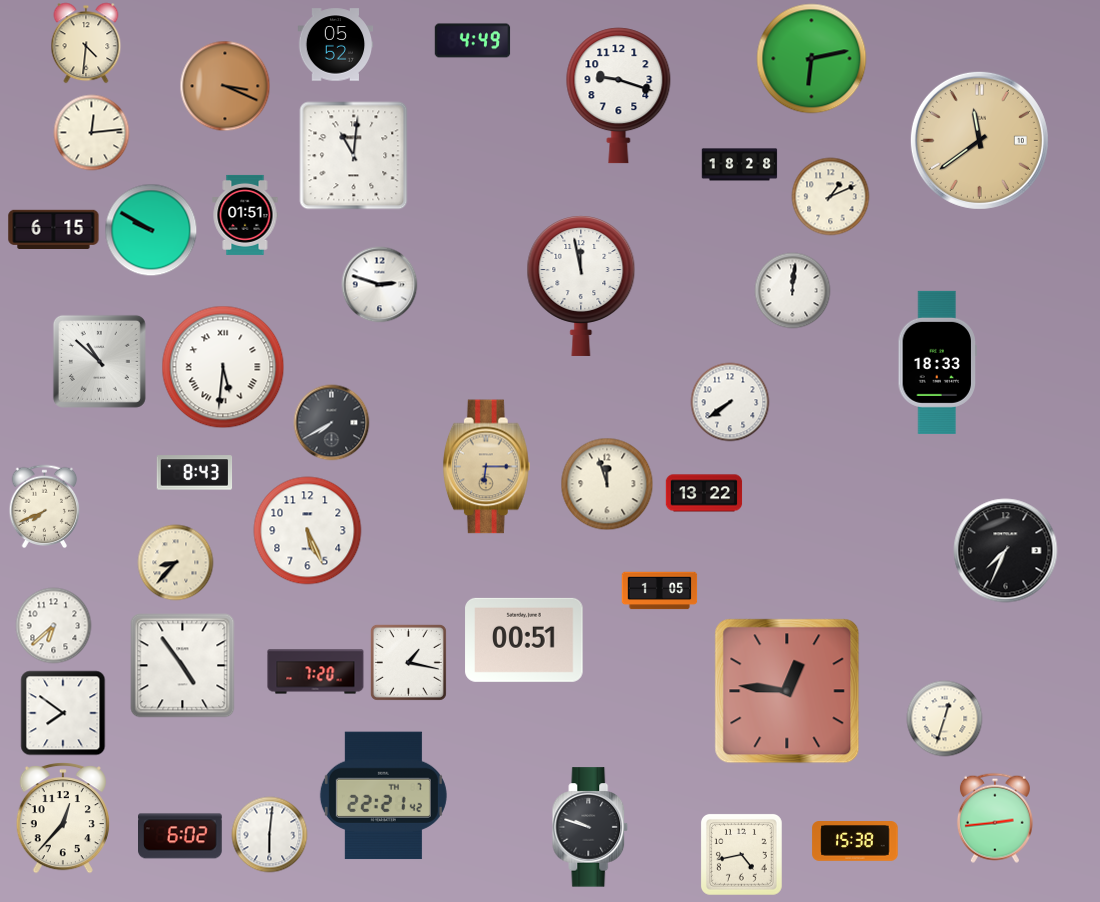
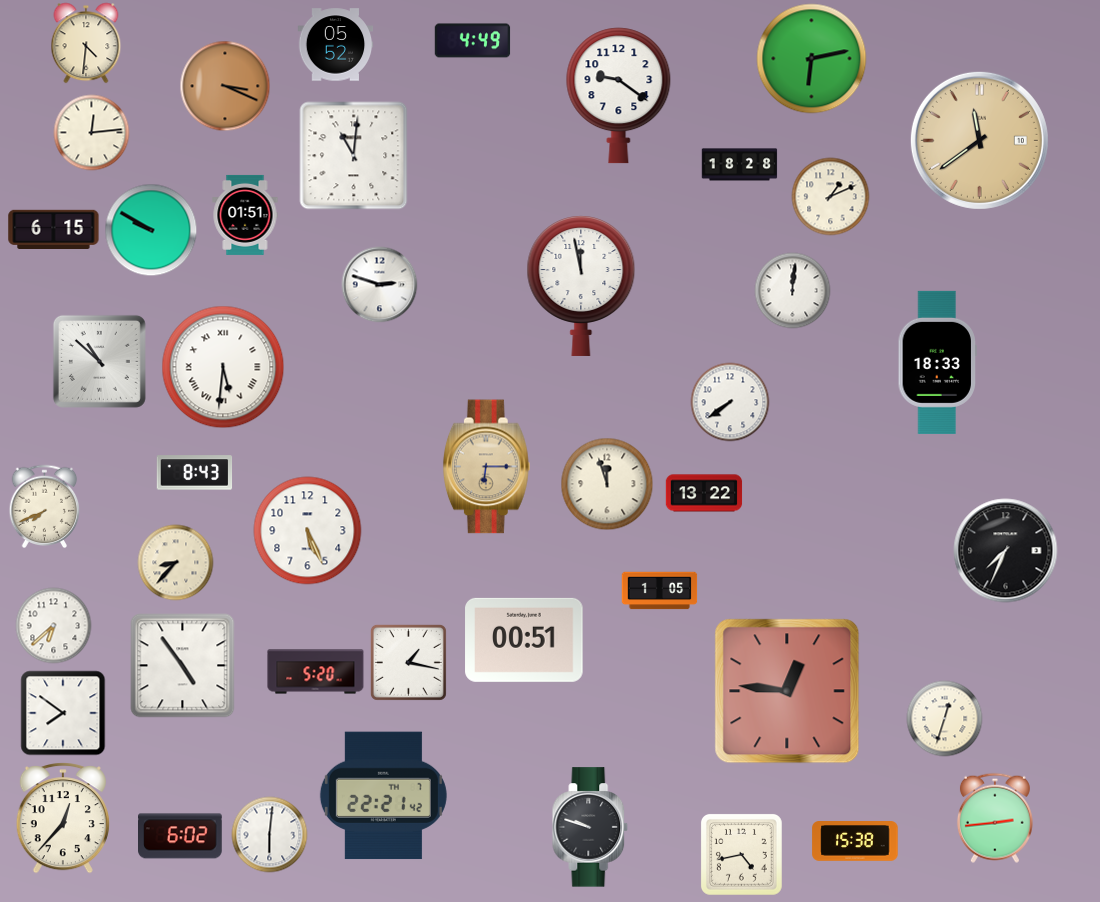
clock at (619, 96): 9:18 -> 9:21
clock at (332, 423): 7:40 -> none
clock at (316, 672): 7:20 -> 5:20
